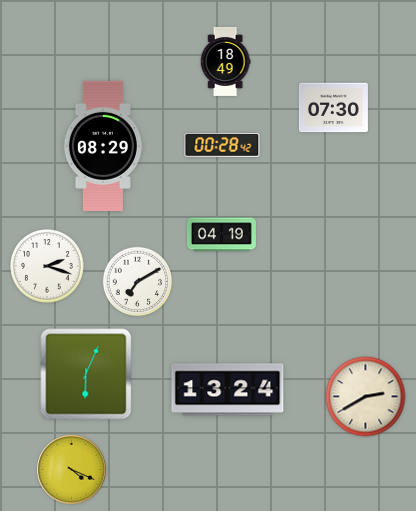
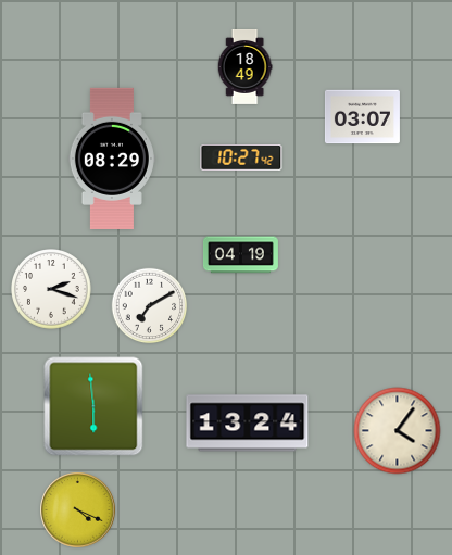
clock at (333, 108): 07:30 -> 03:07
clock at (222, 146): 00:28 -> 10:27
clock at (86, 374): 6:04 -> 5:59
clock at (366, 397): 2:40 -> 4:06
